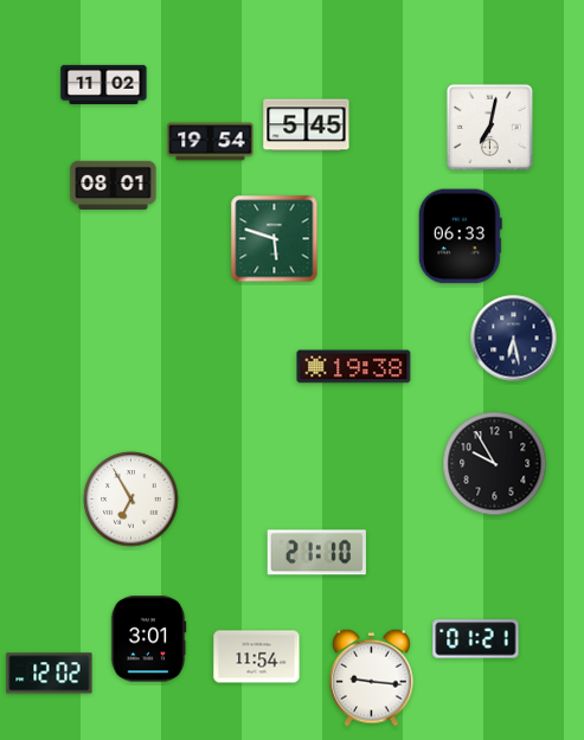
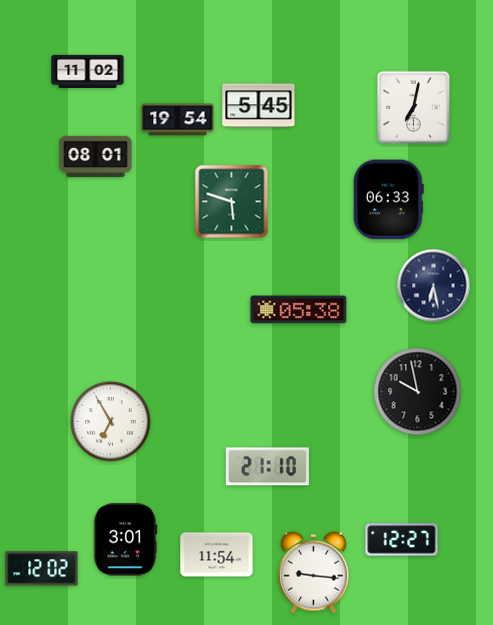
clock at (354, 367): 19:38 -> 05:38
clock at (495, 464): 9:55 -> 9:58
clock at (476, 639): 01:21 -> 12:27
